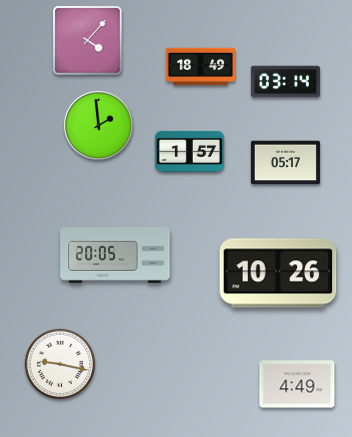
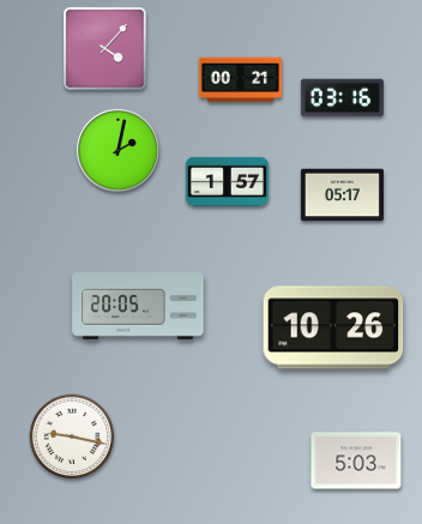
clock at (200, 67): 18:49 -> 00:21
clock at (285, 82): 03:14 -> 03:16
clock at (98, 125): 1:59 -> 2:02
clock at (297, 384): 4:49 -> 5:03
